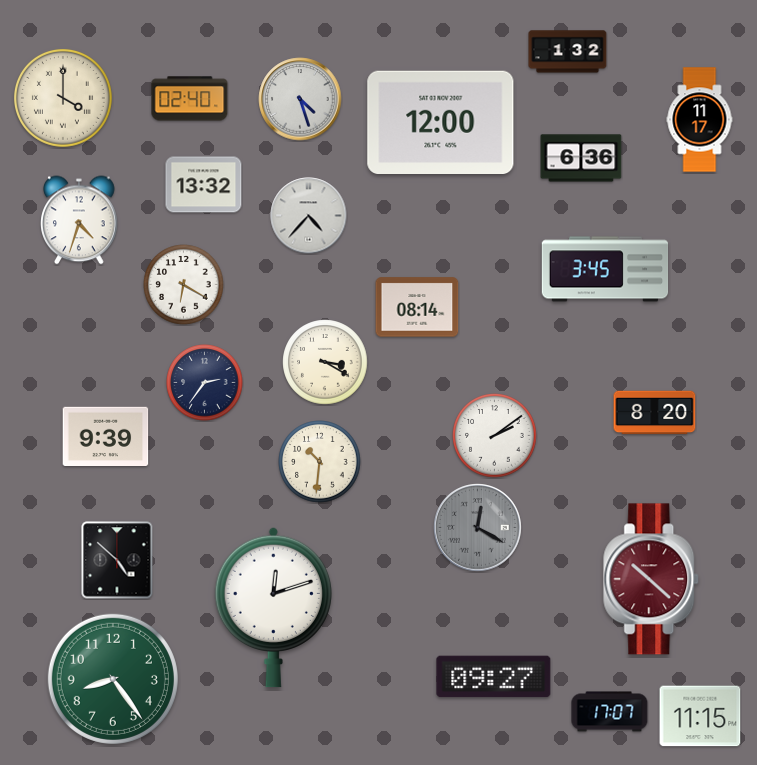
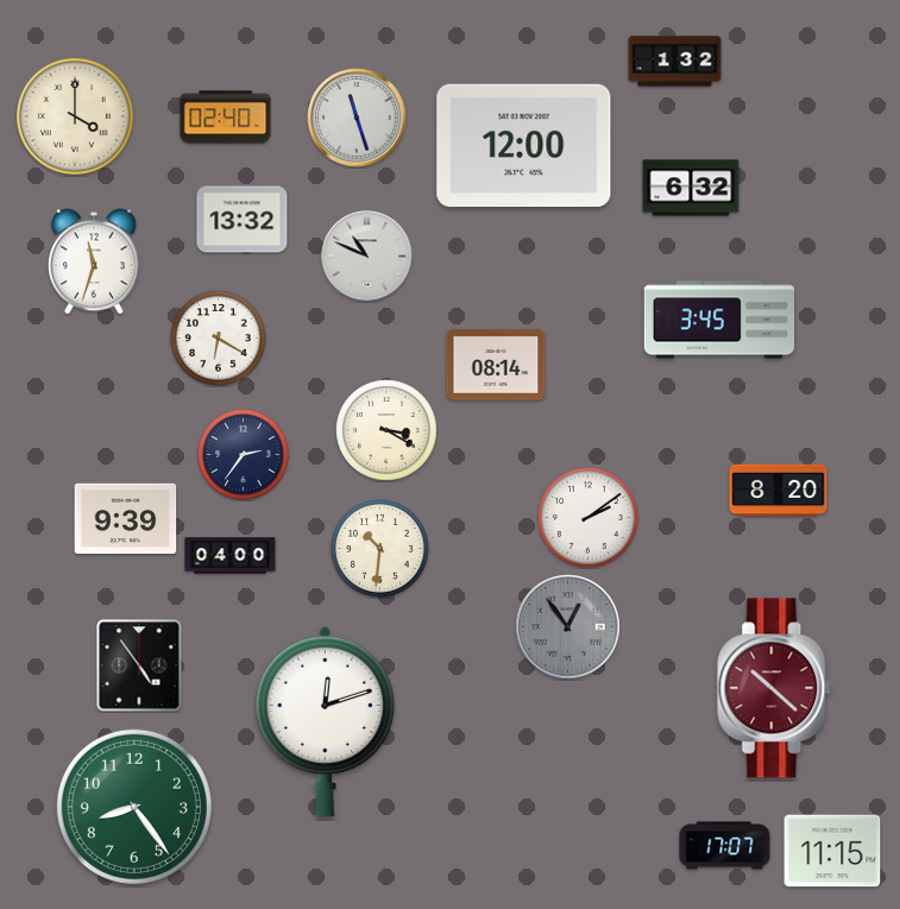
clock at (300, 99): 4:27 -> 11:27
clock at (700, 120): 11:17 -> none
clock at (581, 158): 6:36 -> 6:32
clock at (309, 216): 4:37 -> 10:49
clock at (79, 220): 4:33 -> 11:33
clock at (231, 556): none -> 04:00
clock at (478, 528): 12:20 -> 12:54
clock at (117, 560): 4:52 -> 4:54
clock at (494, 677): 09:27 -> none
